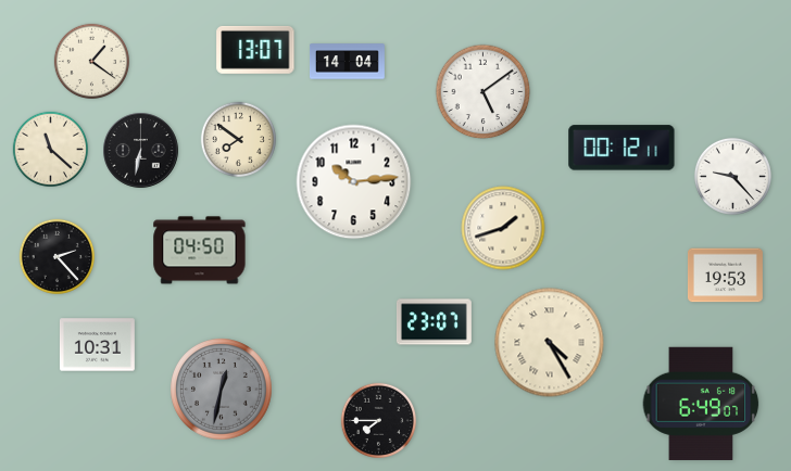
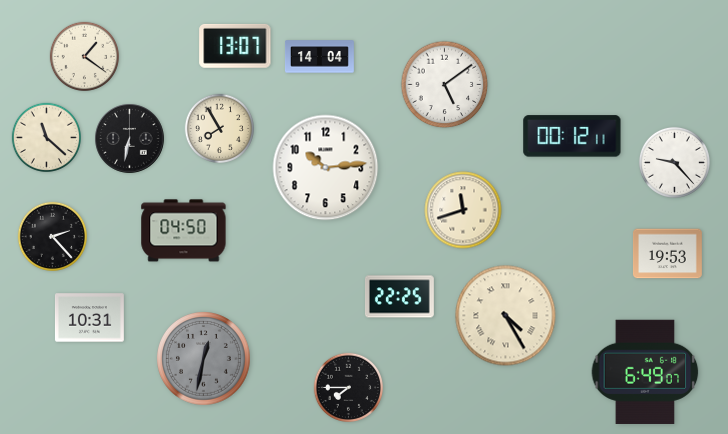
clock at (239, 140): 7:51 -> 7:55
clock at (503, 228): 1:42 -> 11:42
clock at (434, 322): 23:07 -> 22:25
